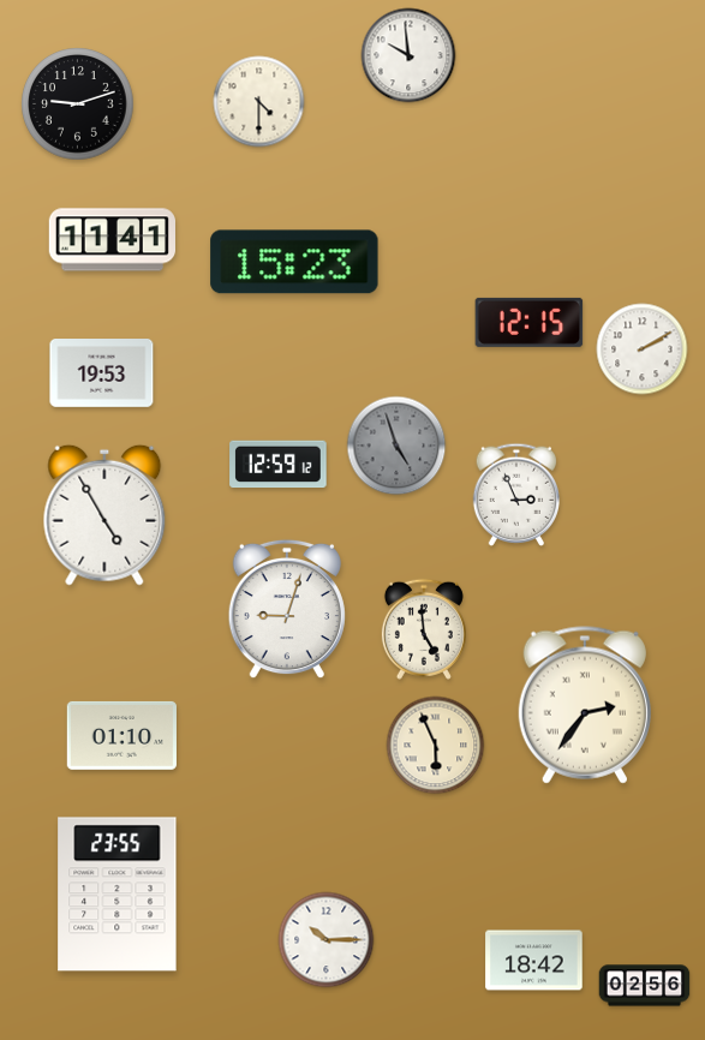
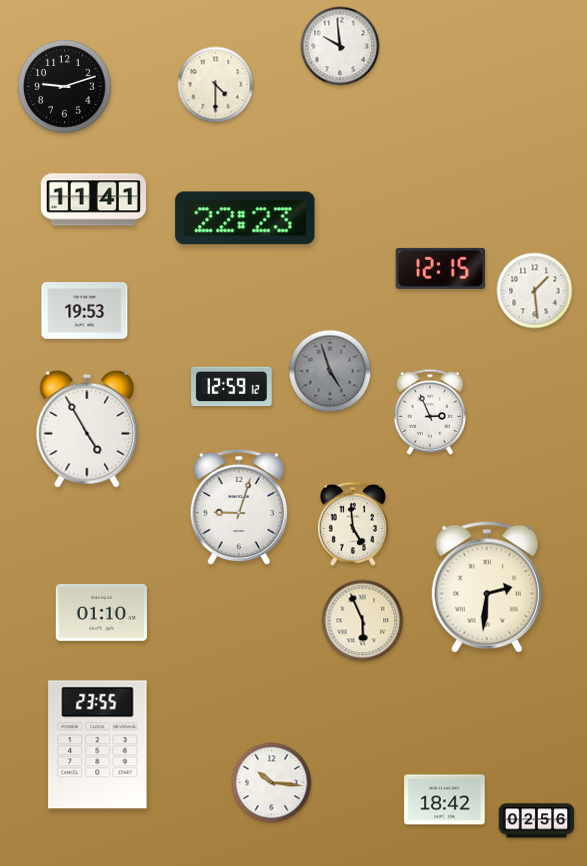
clock at (294, 262): 15:23 -> 22:23
clock at (643, 349): 2:10 -> 1:29
clock at (585, 705): 2:36 -> 2:31
clock at (327, 940): 10:15 -> 10:16
